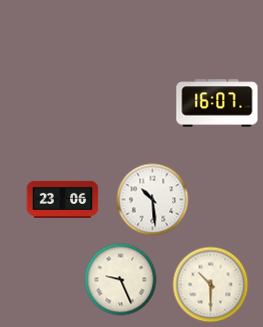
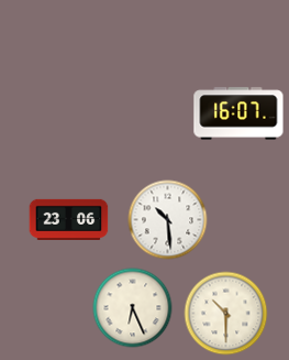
clock at (121, 280): 9:26 -> 6:26
clock at (211, 285) position: (211, 285) -> (226, 314)
